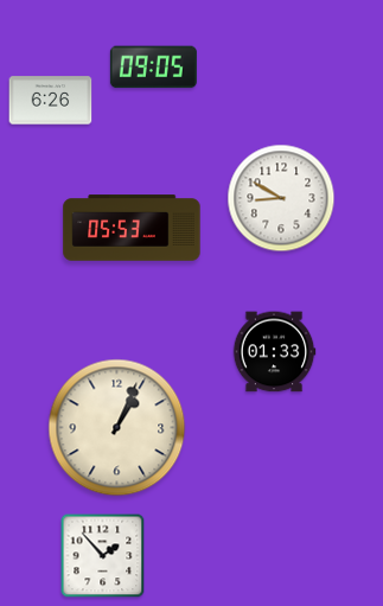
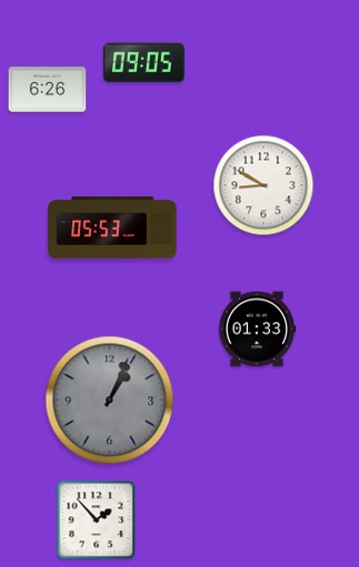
clock at (51, 101) position: (51, 101) -> (48, 90)
clock at (132, 228) position: (132, 228) -> (112, 227)
clock at (117, 428) dial: cream -> grey
